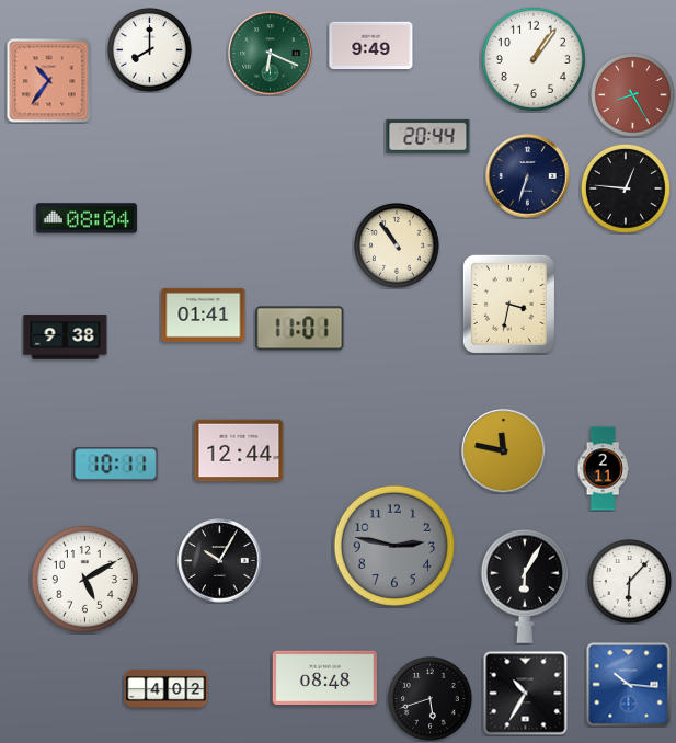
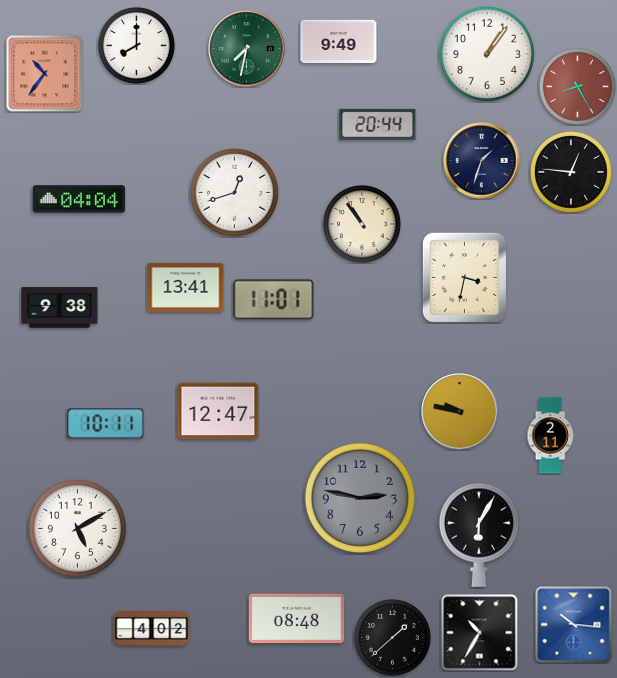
clock at (271, 54): 6:19 -> 7:32
clock at (428, 136) position: (428, 136) -> (378, 124)
clock at (528, 176): 6:33 -> 1:33
clock at (234, 192): none -> 12:42
clock at (87, 218): 08:04 -> 04:04
clock at (204, 315): 01:41 -> 13:41
clock at (239, 450): 12:44 -> 12:47
clock at (504, 451): 11:47 -> 9:47
clock at (603, 469) position: (603, 469) -> (550, 436)
clock at (220, 561): 10:05 -> none
clock at (630, 582): 6:07 -> none
clock at (431, 699): 5:42 -> 1:38
